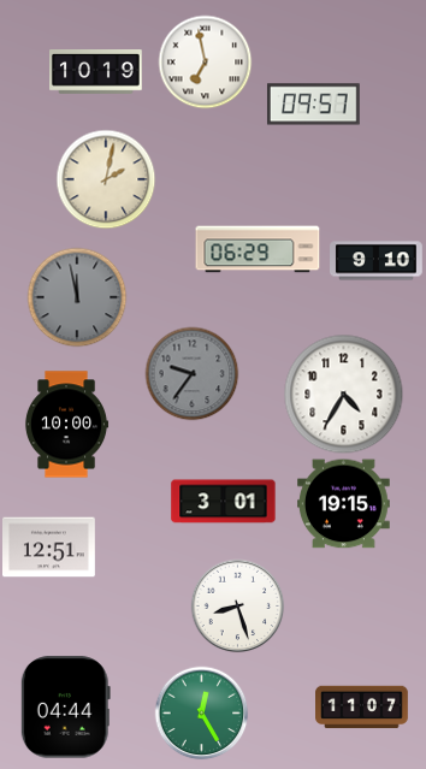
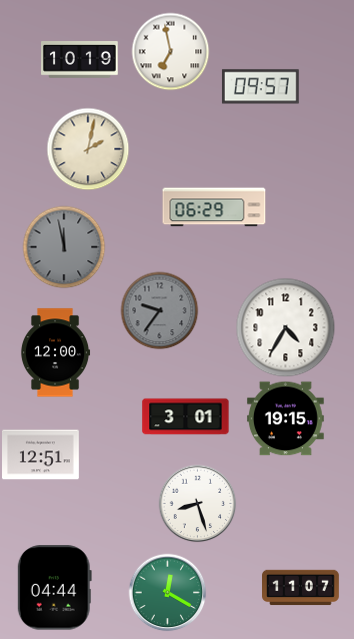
clock at (377, 261): 9:10 -> none
clock at (66, 425): 10:00 -> 12:00
clock at (201, 712): 12:25 -> 12:20
